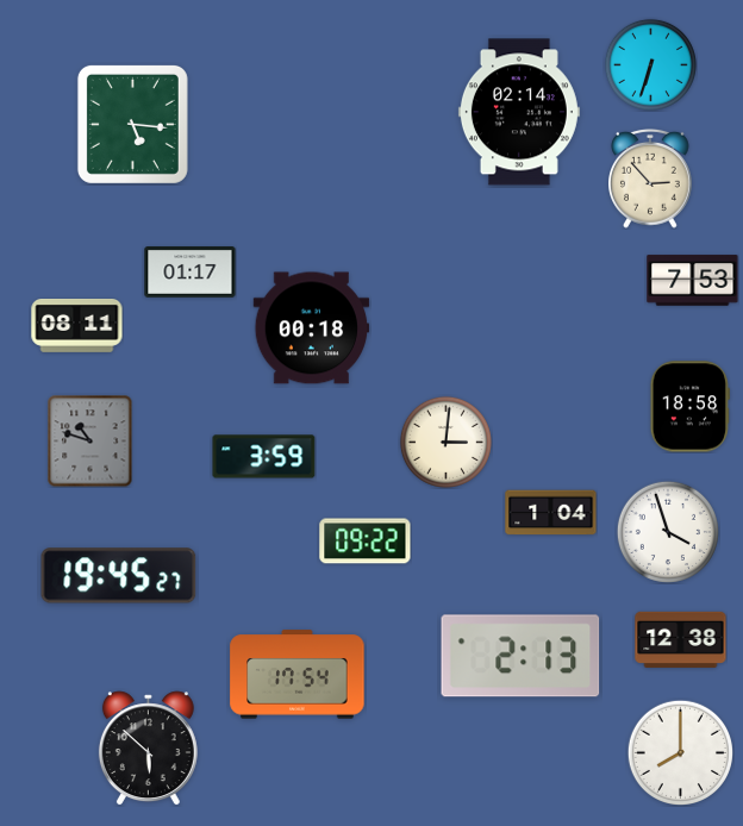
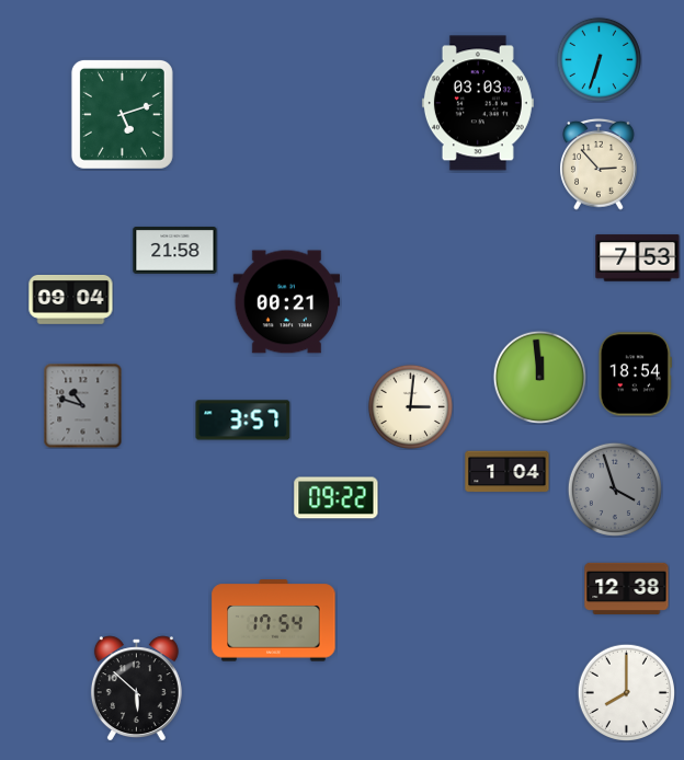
clock at (519, 112): 02:14 -> 03:03
clock at (132, 124): 5:16 -> 5:12
clock at (191, 273): 01:17 -> 21:58
clock at (77, 326): 08:11 -> 09:04
clock at (312, 328): 00:18 -> 00:21
clock at (689, 407): 18:58 -> 18:54
clock at (539, 377): none -> 11:59
clock at (264, 457): 3:59 -> 3:57
clock at (667, 531) dial: white -> grey
clock at (119, 576): 19:45 -> none
clock at (520, 656): 2:13 -> none
